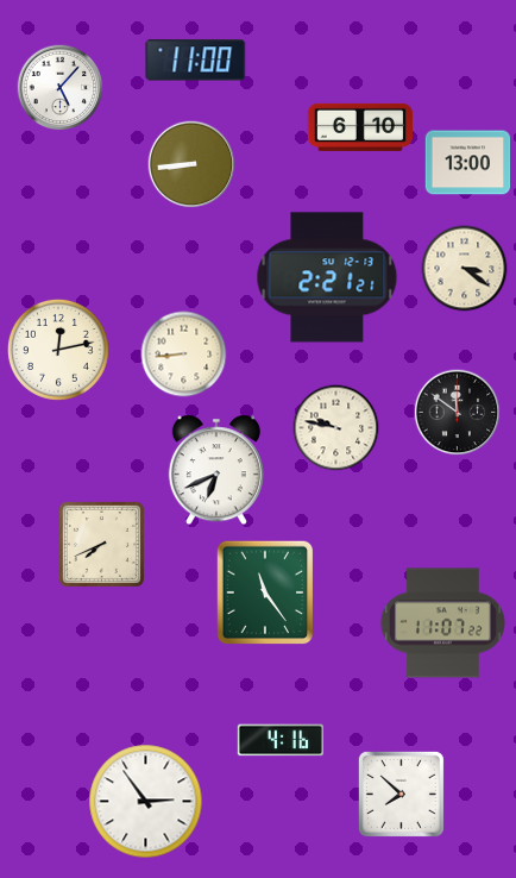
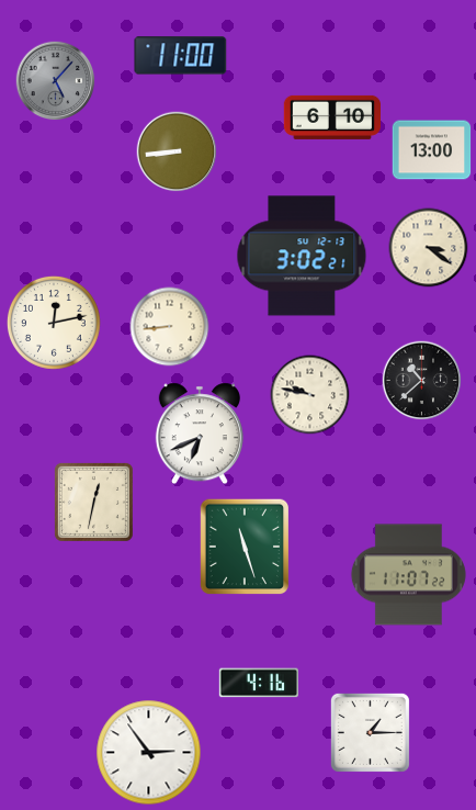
clock at (61, 88) dial: white -> grey
clock at (327, 277): 2:21 -> 3:02
clock at (458, 413): 11:51 -> 10:38
clock at (101, 544): 7:41 -> 12:32
clock at (265, 592): 11:24 -> 11:27
clock at (401, 794): 7:52 -> 1:15
clock at (146, 802) position: (146, 802) -> (149, 753)
